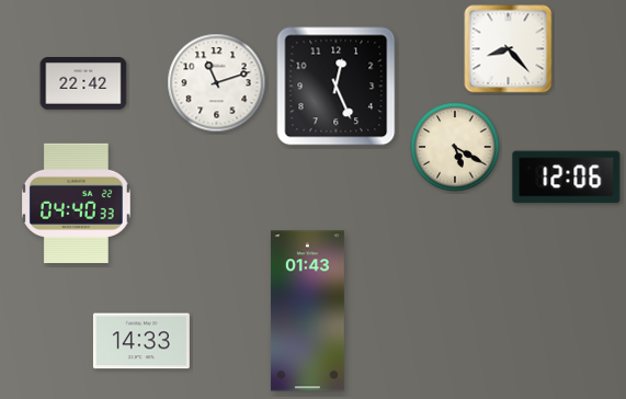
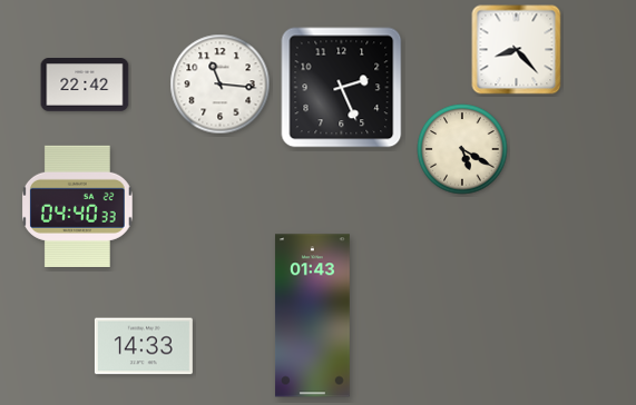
clock at (217, 83): 11:12 -> 11:16
clock at (337, 87): 12:26 -> 2:26
clock at (567, 178): 12:06 -> none
